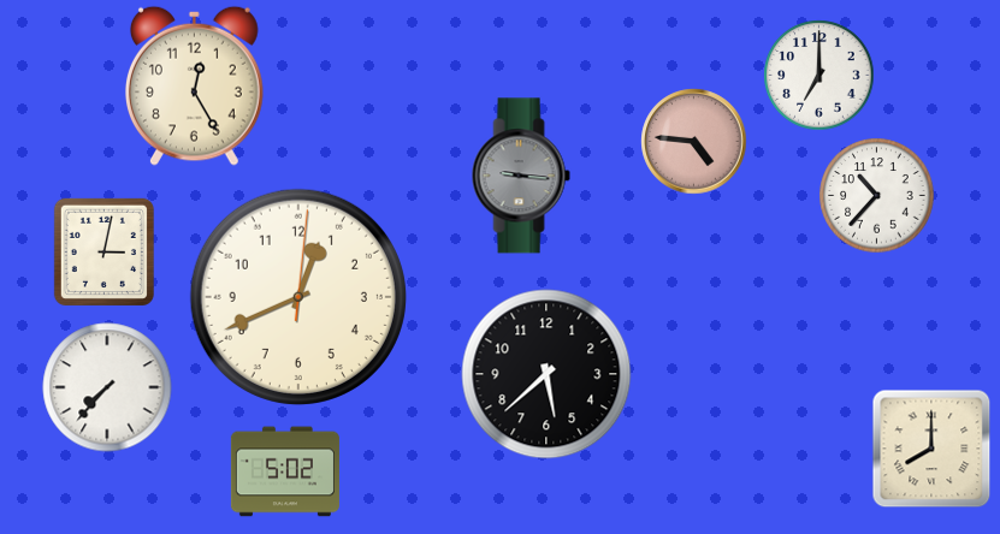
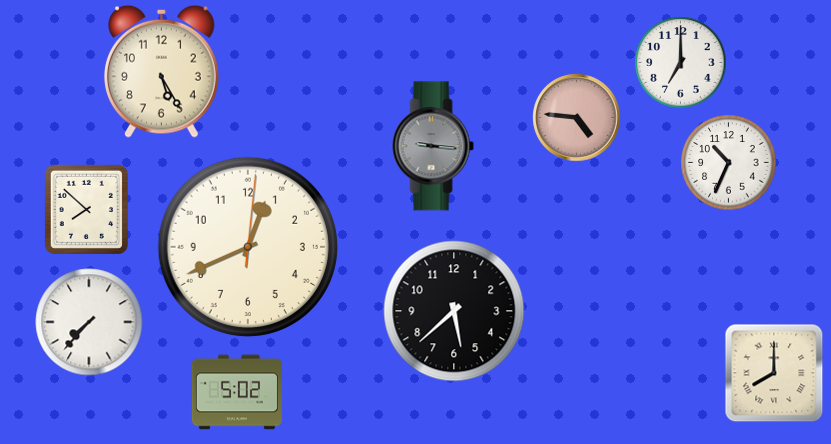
clock at (194, 85): 12:25 -> 5:25
clock at (877, 196): 10:37 -> 10:34
clock at (103, 251): 3:02 -> 7:52
